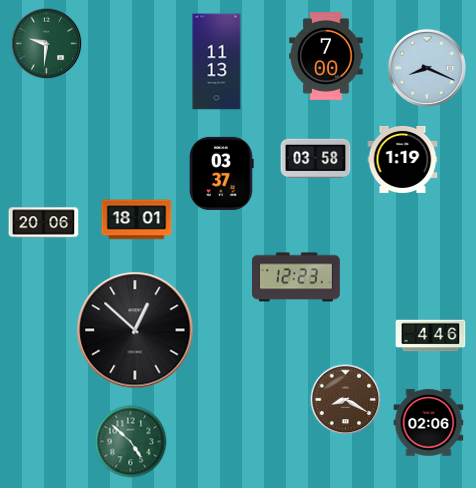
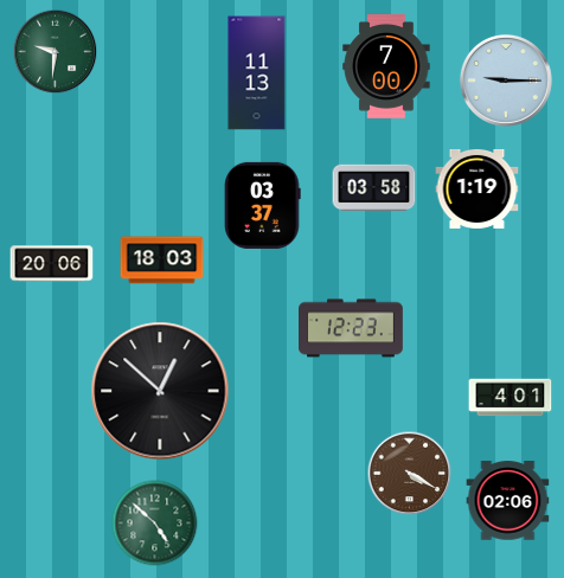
clock at (427, 68): 8:19 -> 9:15
clock at (137, 220): 18:01 -> 18:03
clock at (431, 336): 4:46 -> 4:01
clock at (346, 400): 8:20 -> 4:20
